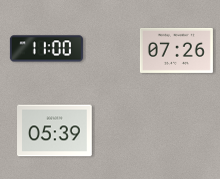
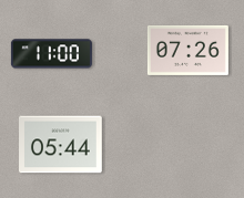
clock at (176, 50) position: (176, 50) -> (187, 50)
clock at (55, 131): 05:39 -> 05:44
